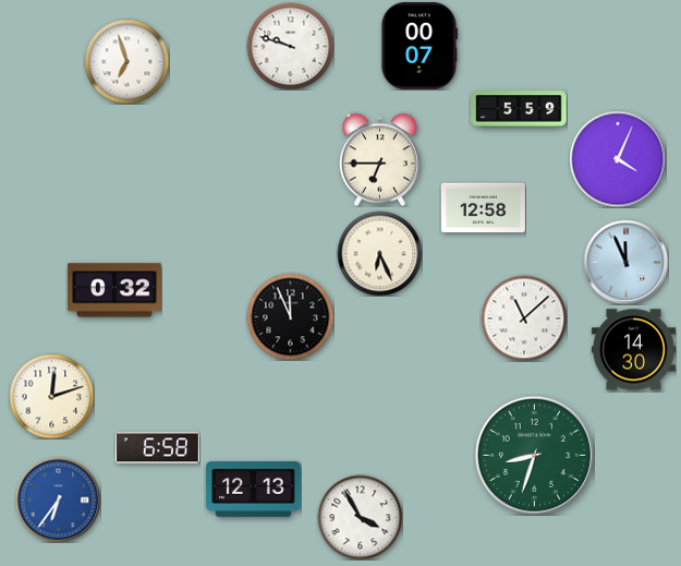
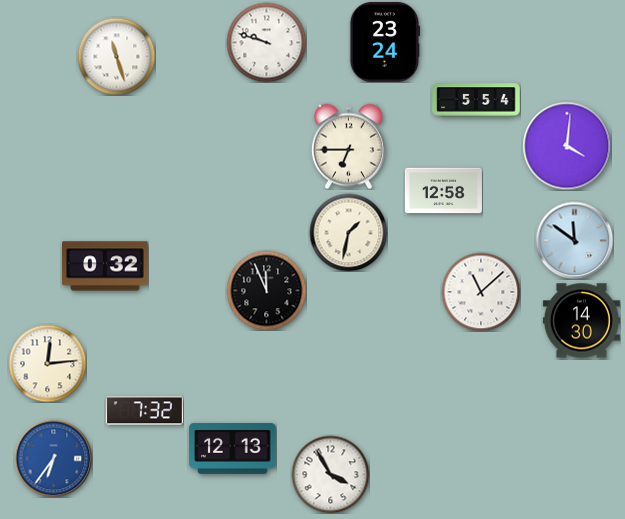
clock at (418, 46): 00:07 -> 23:24
clock at (126, 61): 6:57 -> 11:27
clock at (519, 109): 5:59 -> 5:54
clock at (618, 159): 4:04 -> 4:01
clock at (379, 253): 6:26 -> 1:32
clock at (625, 262): 11:56 -> 11:51
clock at (51, 396): 12:12 -> 12:14
clock at (157, 448): 6:58 -> 7:32
clock at (534, 455): 8:33 -> none
